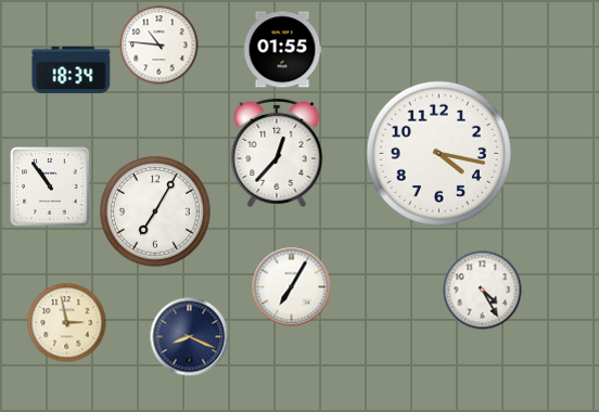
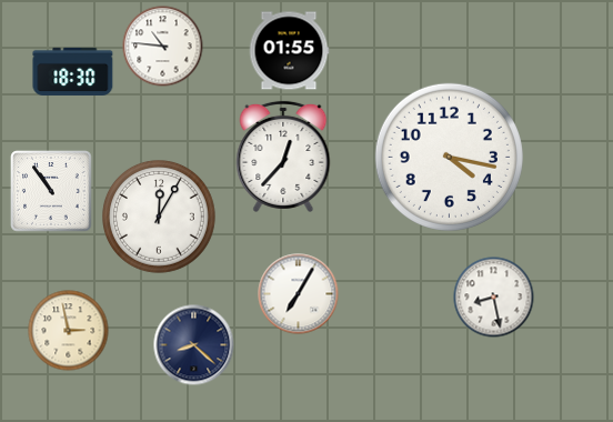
clock at (72, 69): 18:34 -> 18:30
clock at (156, 213): 7:05 -> 12:05
clock at (483, 291): 4:25 -> 8:28
clock at (190, 337): 8:19 -> 8:22
